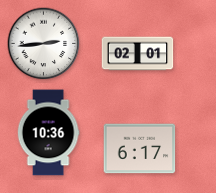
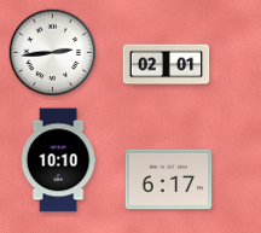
clock at (48, 133): 10:36 -> 10:10
